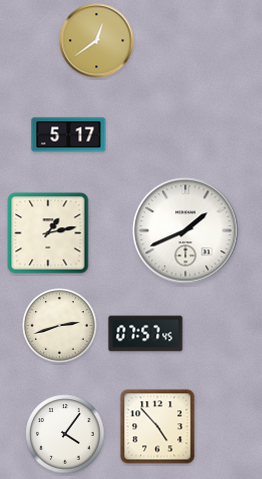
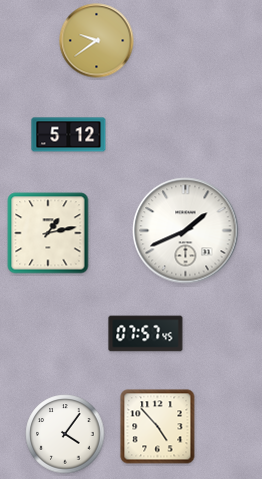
clock at (97, 41): 12:39 -> 9:39
clock at (69, 135): 5:17 -> 5:12
clock at (60, 326): 2:42 -> none
